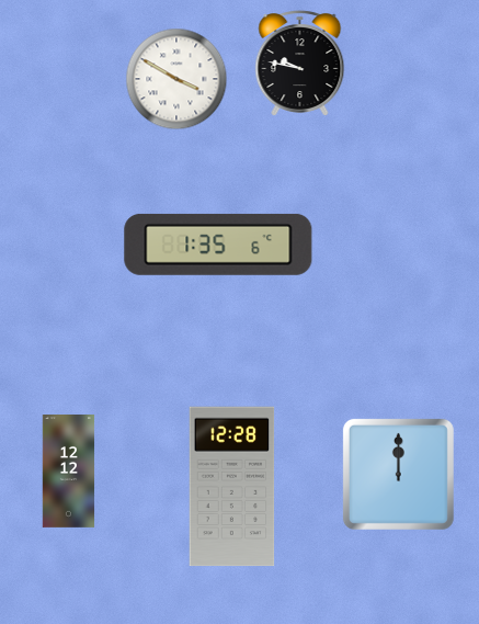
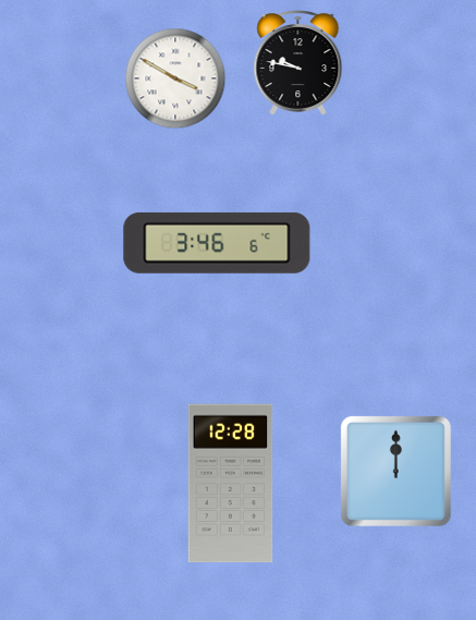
clock at (218, 245): 1:35 -> 3:46
clock at (69, 472): 12:12 -> none
